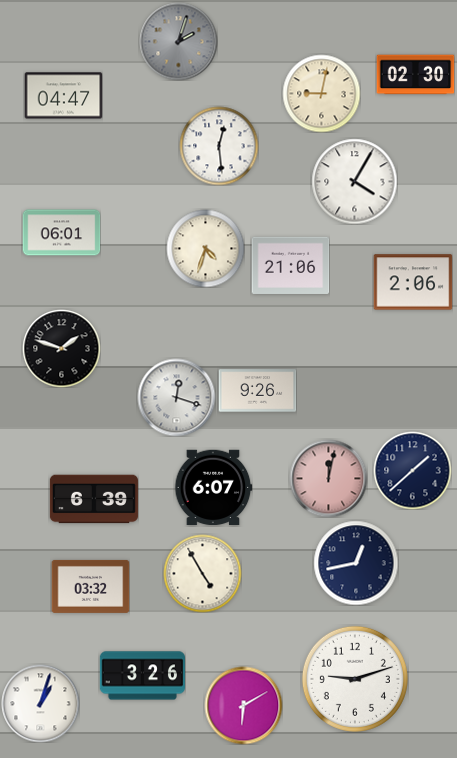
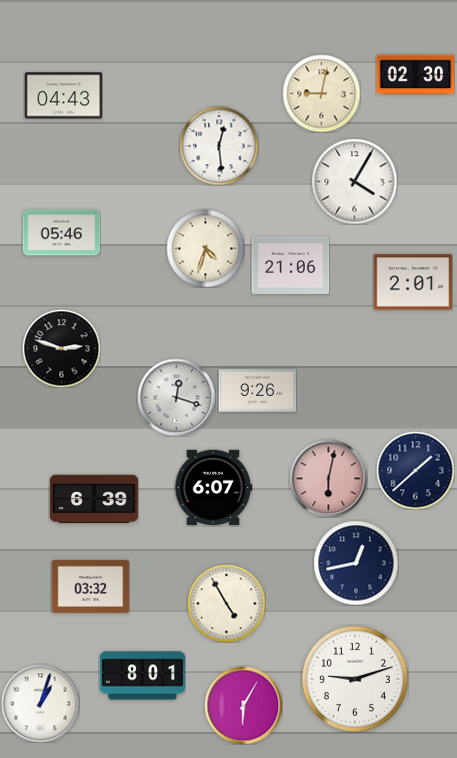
clock at (178, 41): 2:03 -> none
clock at (63, 96): 04:47 -> 04:43
clock at (61, 233): 06:01 -> 05:46
clock at (413, 282): 2:06 -> 2:01
clock at (61, 348): 1:48 -> 2:48
clock at (412, 470) position: (412, 470) -> (415, 470)
clock at (328, 478): 12:02 -> 6:02
clock at (202, 573) position: (202, 573) -> (226, 603)
clock at (142, 676): 3:26 -> 8:01
clock at (243, 705): 6:10 -> 6:05
